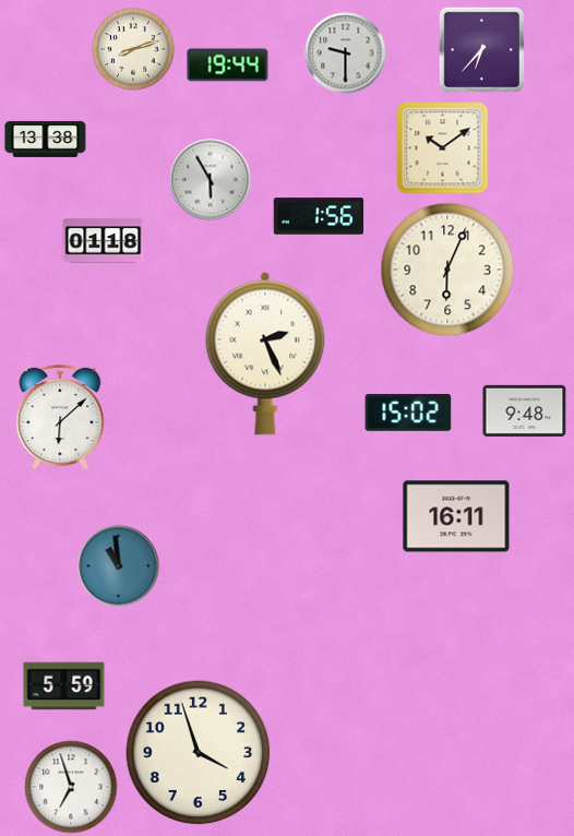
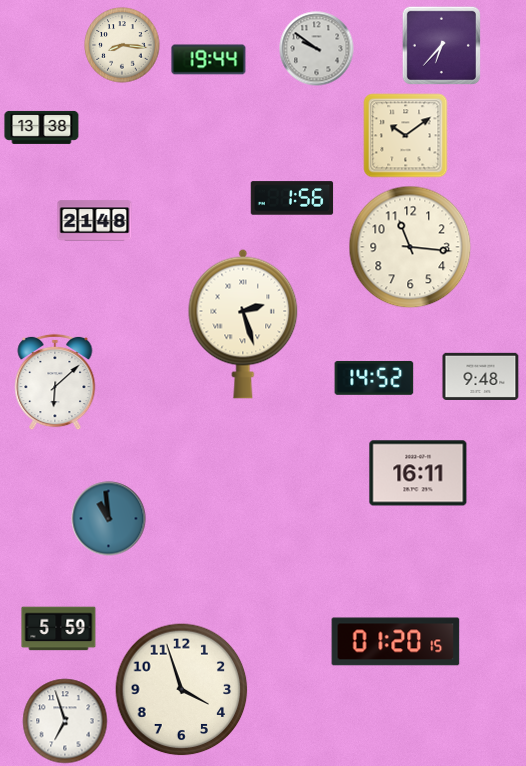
clock at (133, 49): 8:12 -> 8:16
clock at (346, 53): 9:30 -> 9:51
clock at (211, 180): 5:55 -> none
clock at (104, 241): 01:18 -> 21:48
clock at (447, 270): 6:04 -> 11:16
clock at (265, 354): 2:26 -> 2:27
clock at (408, 413): 15:02 -> 14:52
clock at (396, 642): none -> 01:20
